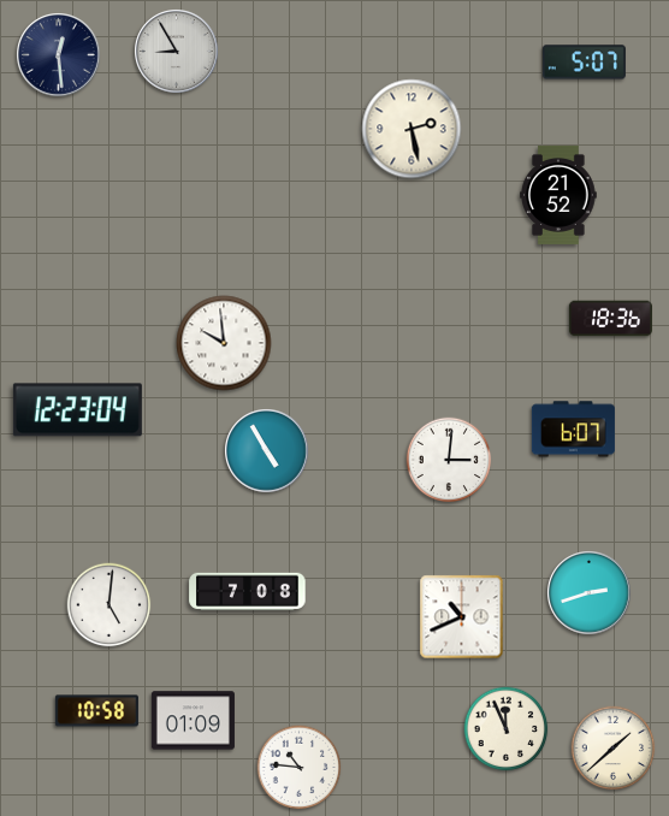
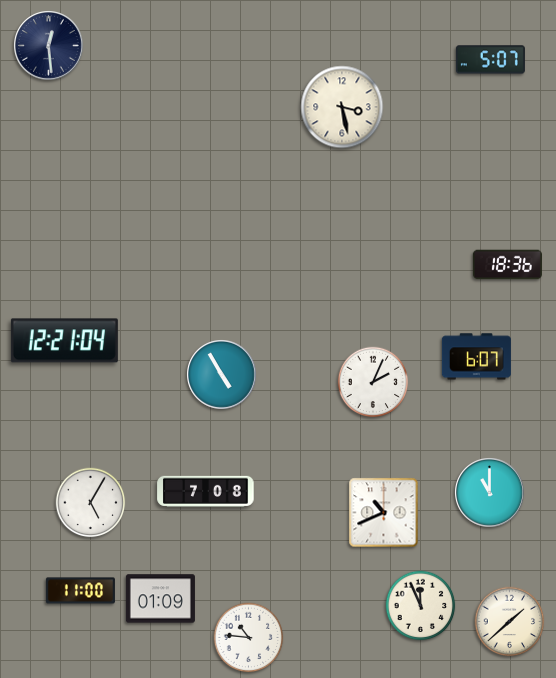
clock at (177, 52): 8:55 -> none
clock at (584, 63) position: (584, 63) -> (490, 60)
clock at (412, 129): 2:28 -> 3:28
clock at (558, 195): 21:52 -> none
clock at (224, 343): 9:59 -> none
clock at (77, 410): 12:23 -> 12:21
clock at (449, 460): 3:01 -> 2:04
clock at (590, 593): 2:42 -> 11:00
clock at (109, 605): 5:01 -> 5:05
clock at (96, 711): 10:58 -> 11:00
